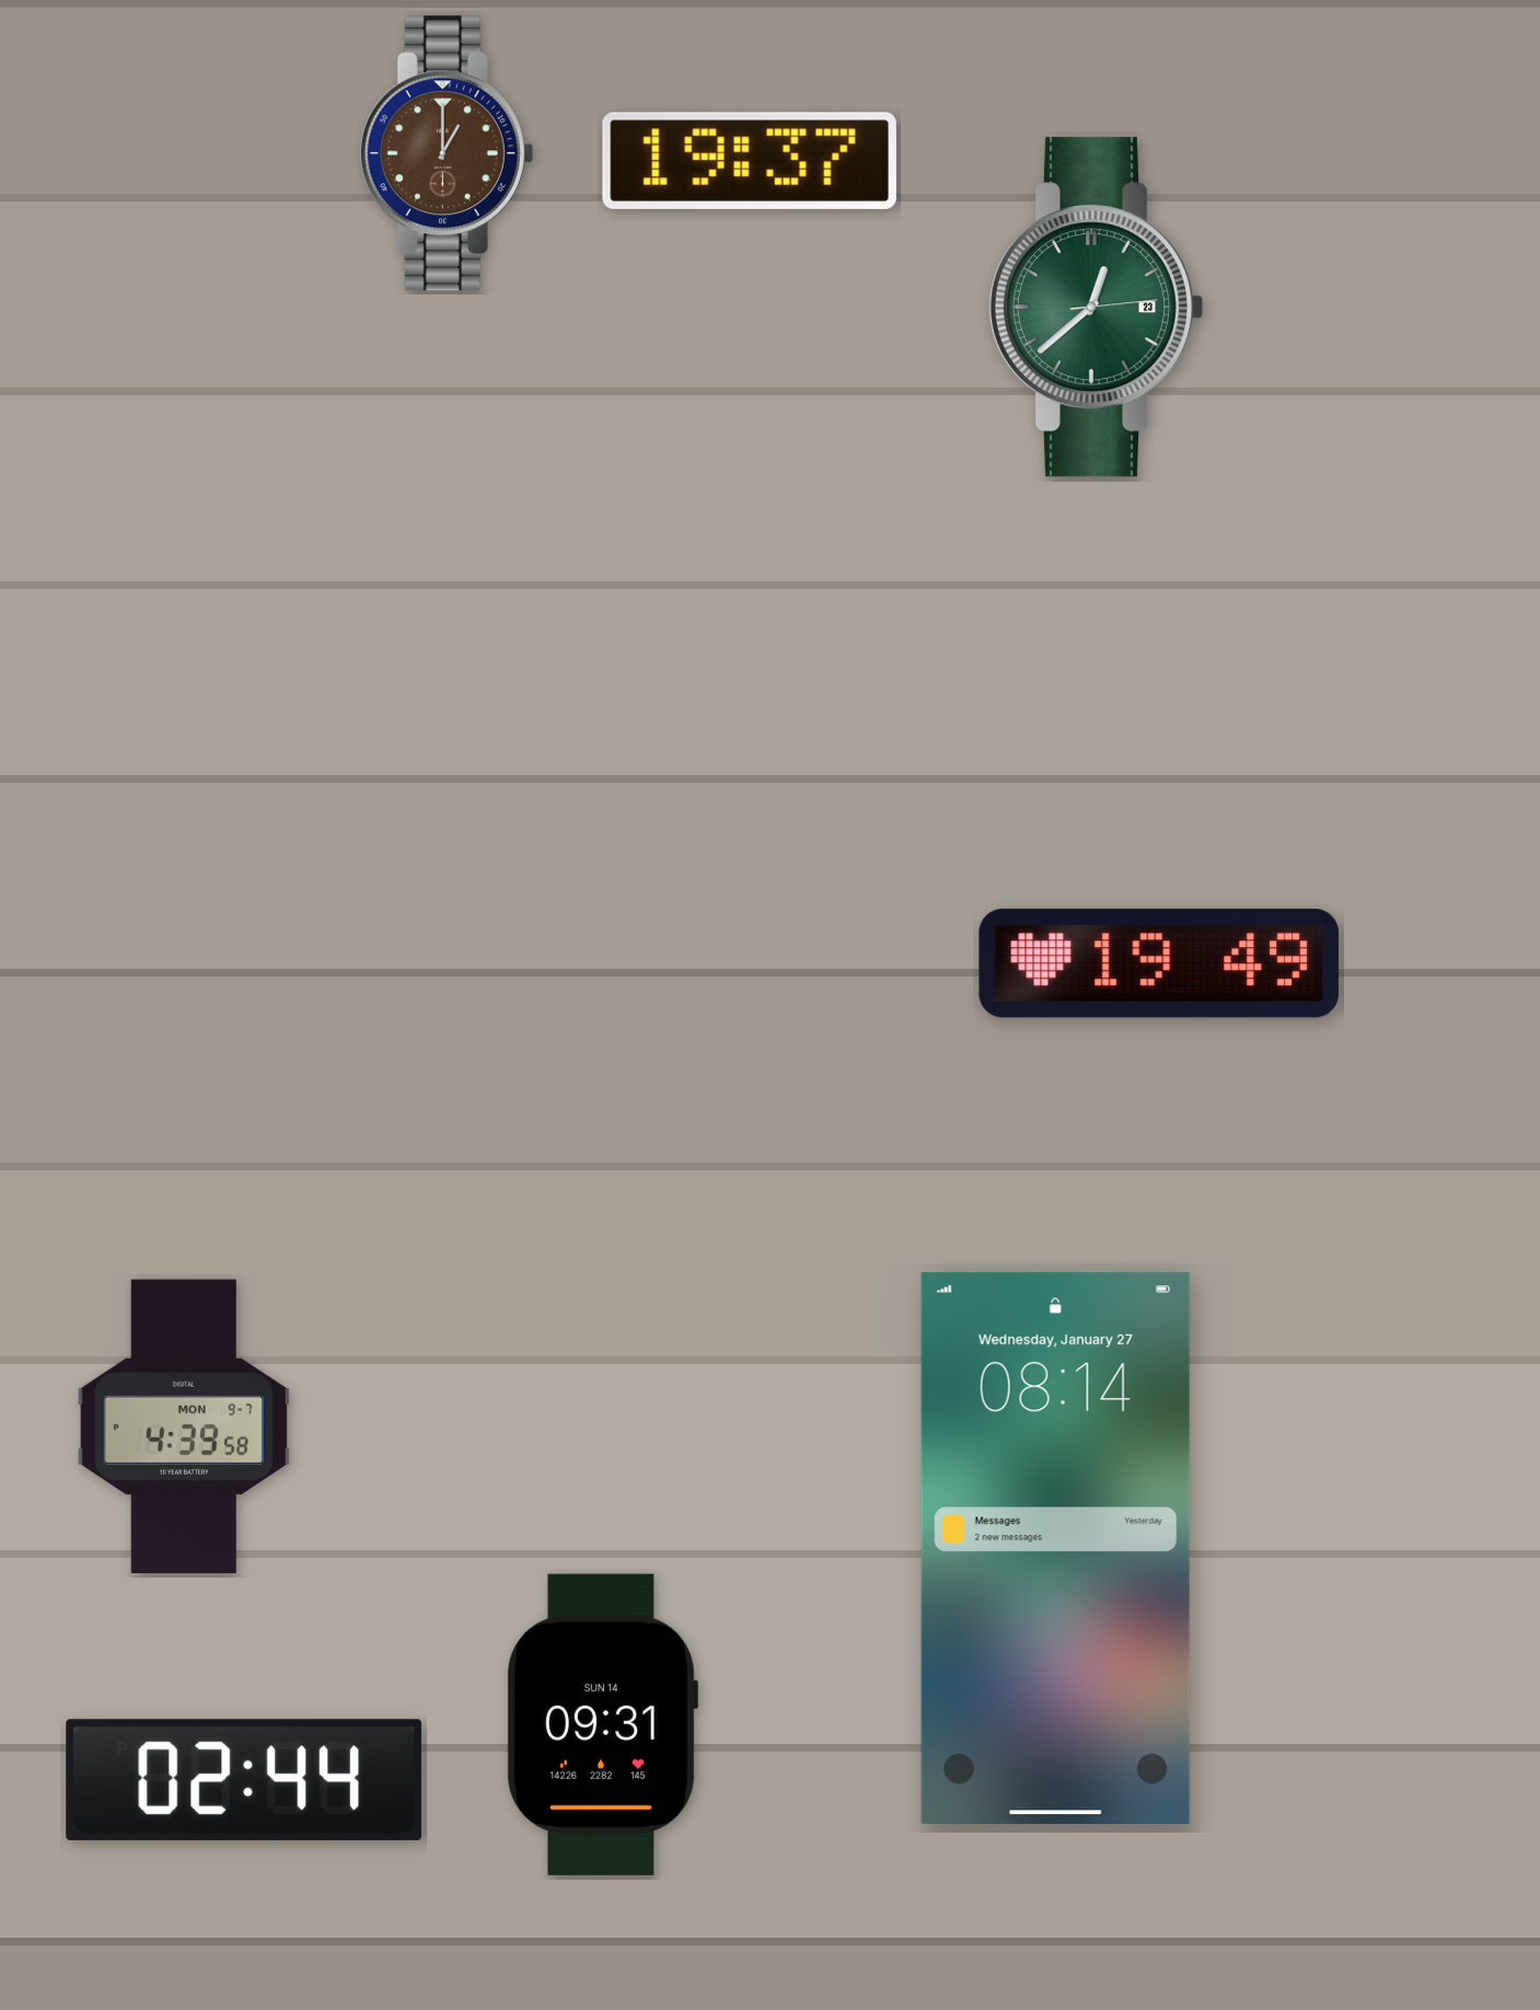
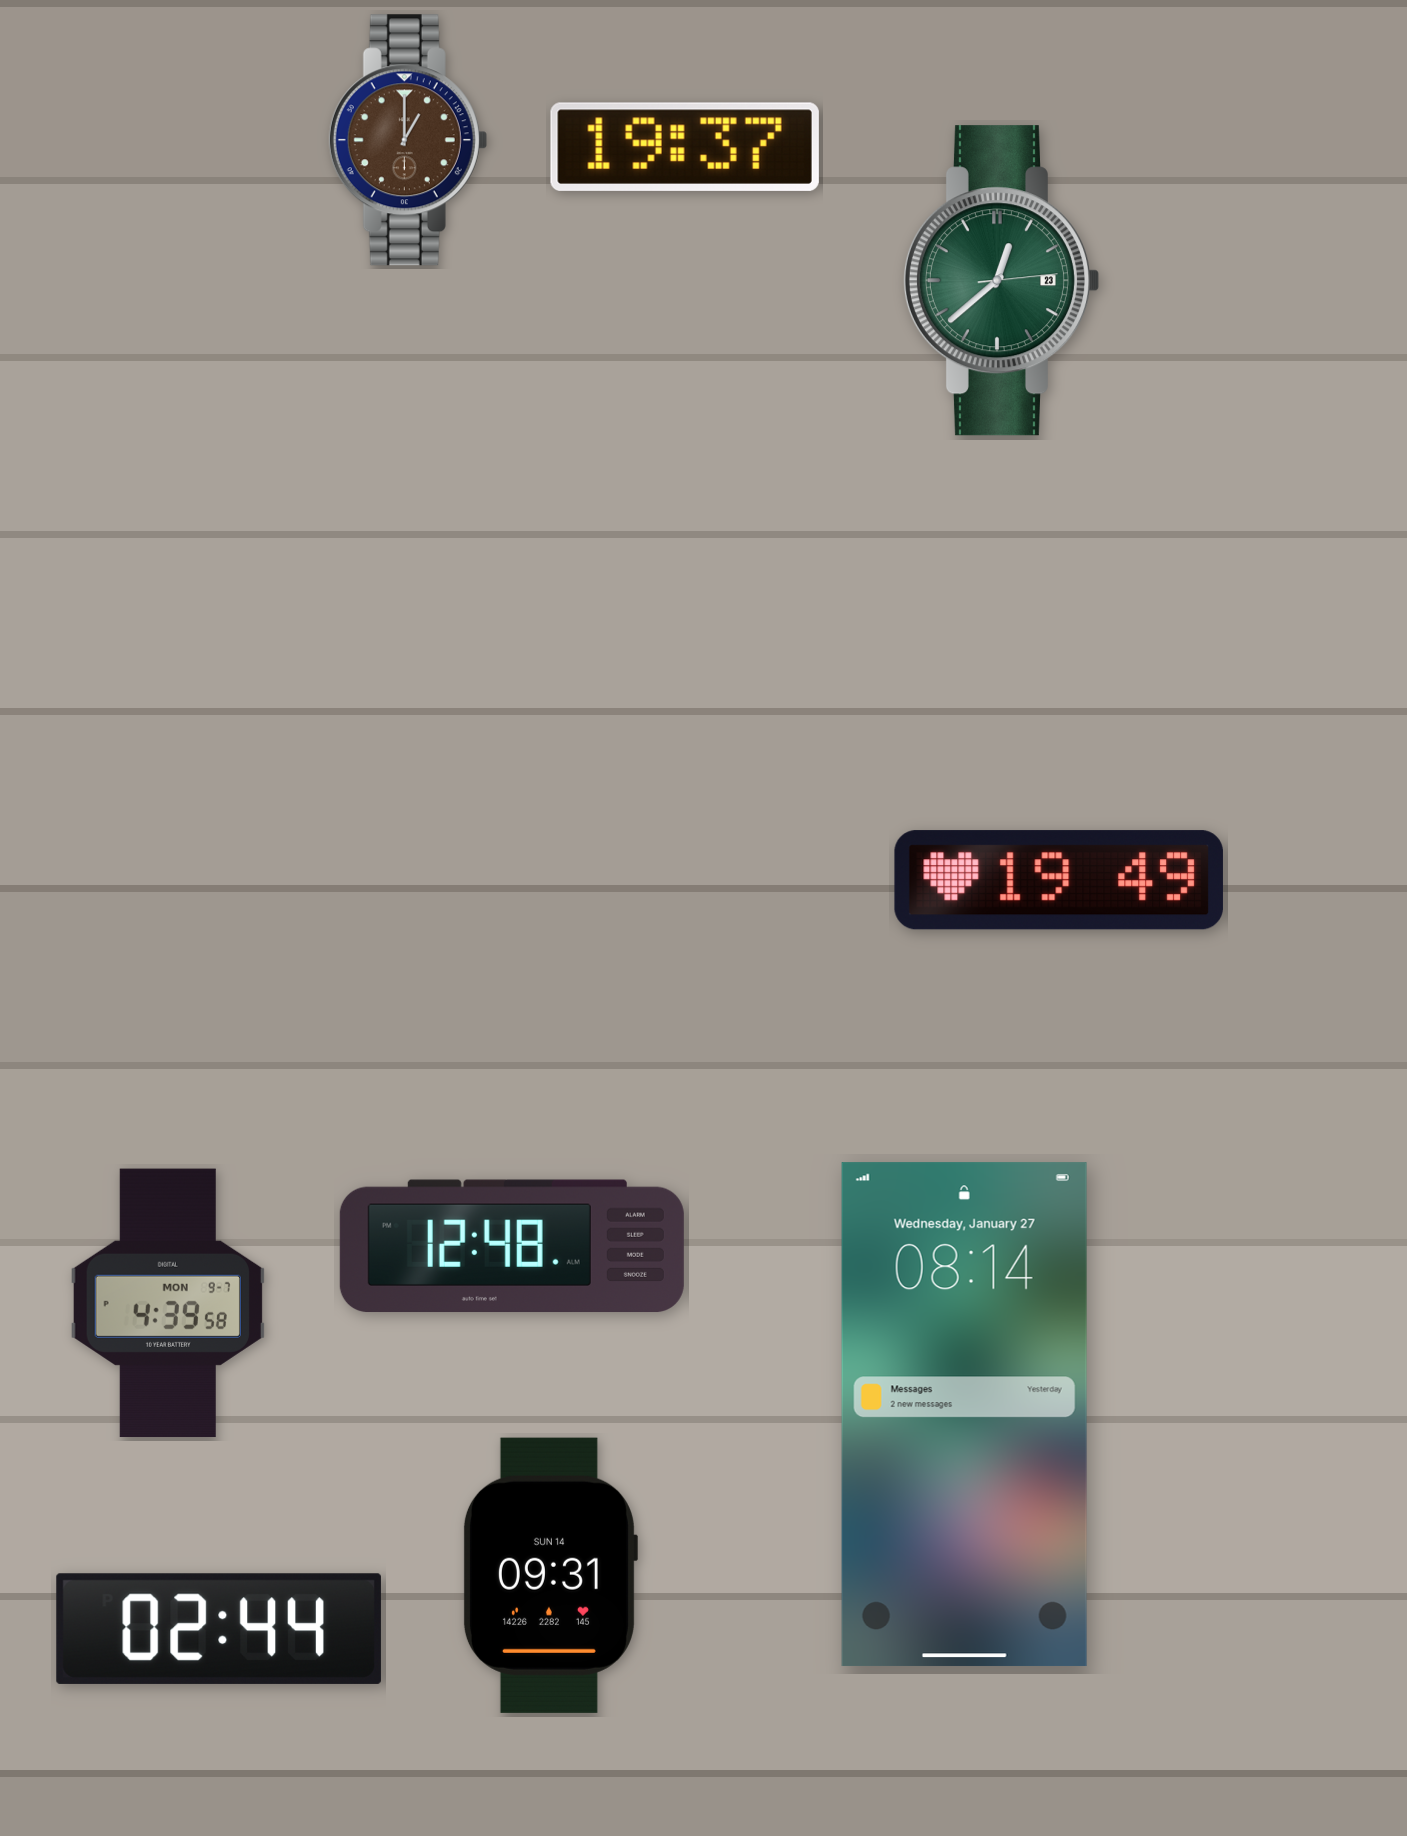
clock at (512, 1246): none -> 12:48
clock at (244, 1780) position: (244, 1780) -> (219, 1629)
